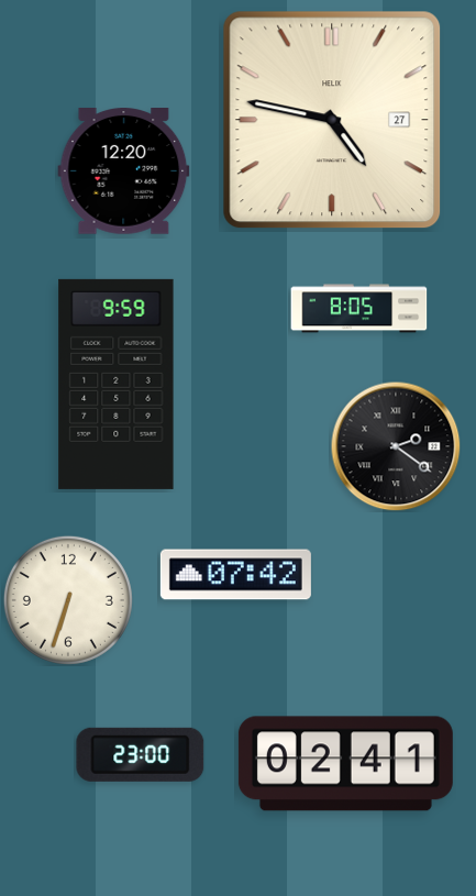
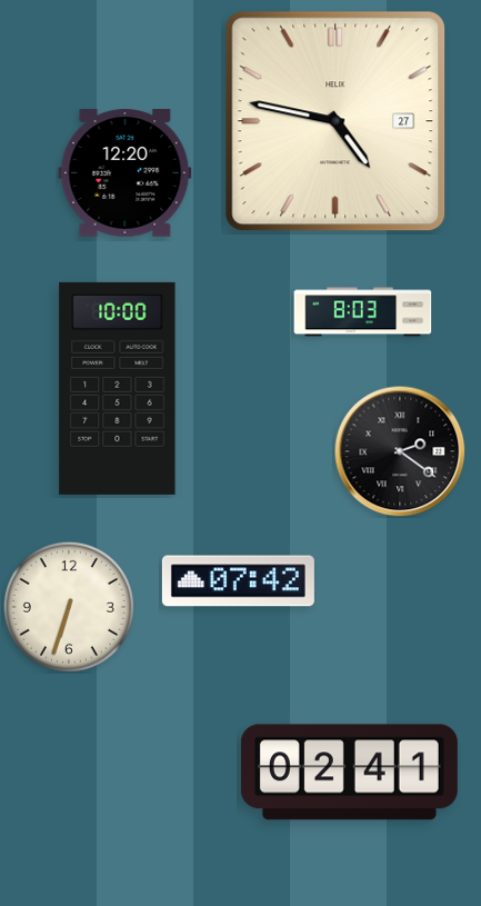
clock at (359, 309): 8:05 -> 8:03
clock at (117, 384): 9:59 -> 10:00
clock at (141, 754): 23:00 -> none
